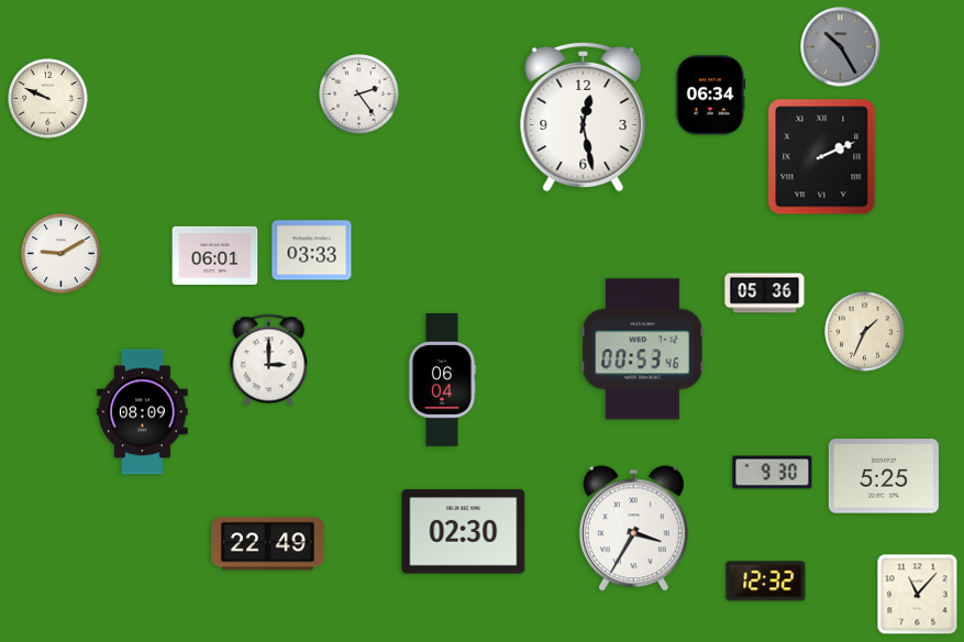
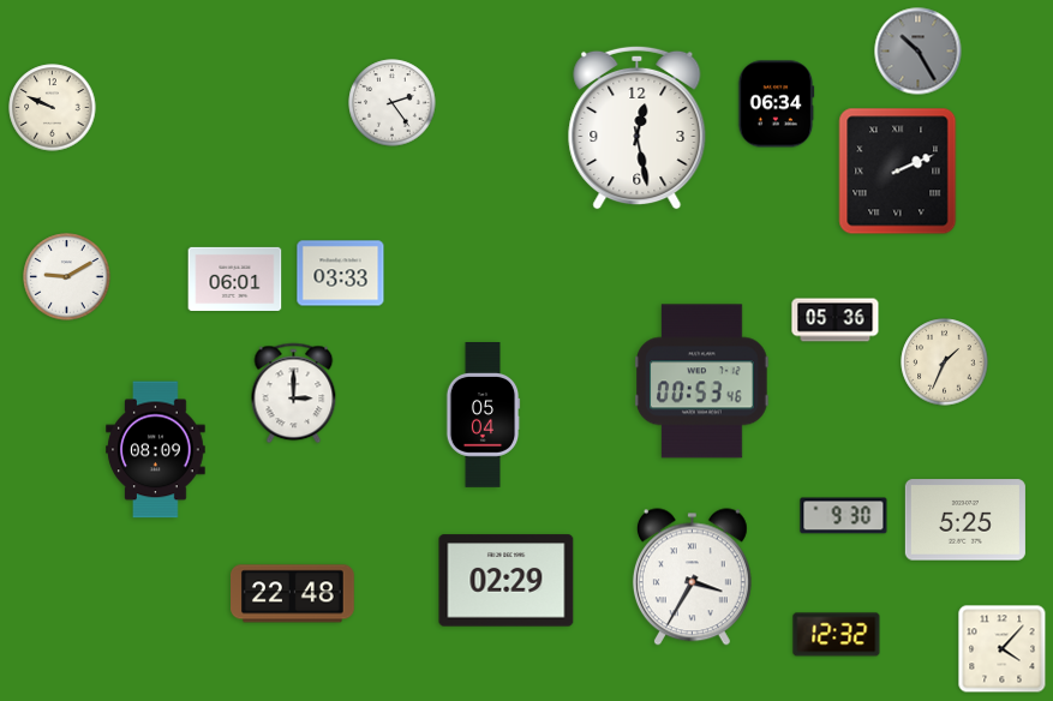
clock at (442, 380): 06:04 -> 05:04
clock at (464, 532): 02:30 -> 02:29
clock at (268, 544): 22:49 -> 22:48
clock at (918, 595): 11:07 -> 4:07
